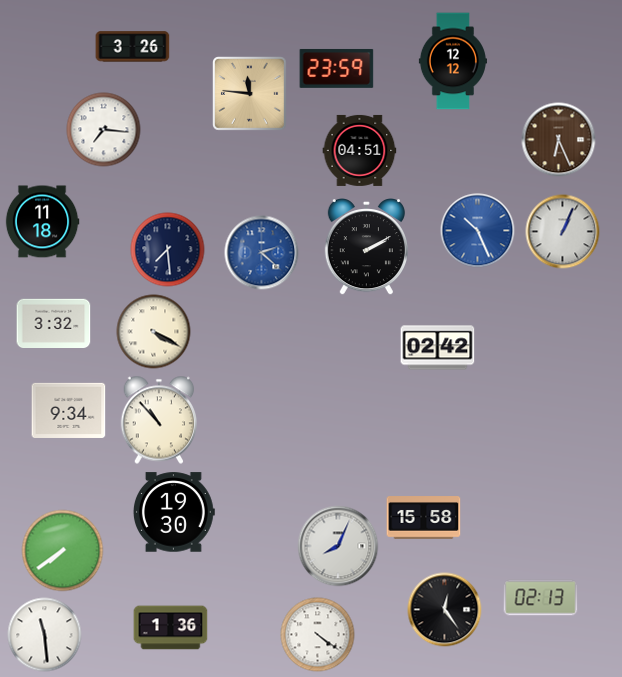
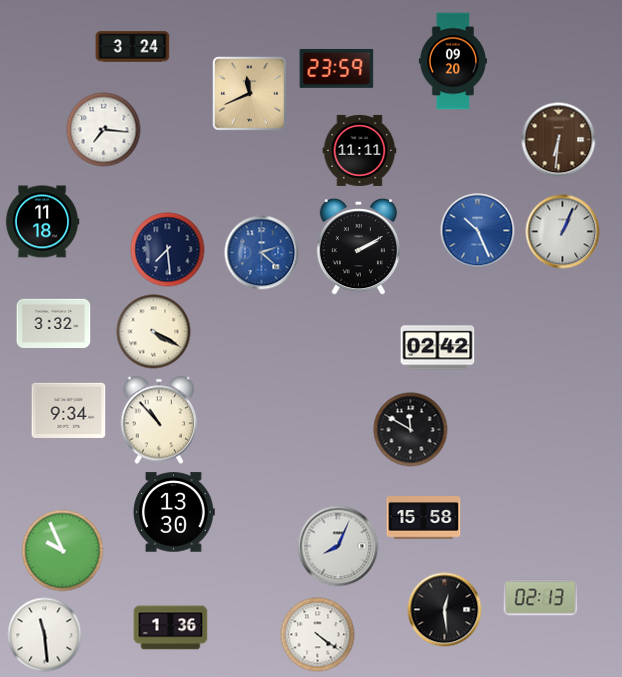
clock at (133, 47): 3:26 -> 3:24
clock at (453, 61): 12:12 -> 09:20
clock at (250, 94): 11:46 -> 11:41
clock at (559, 140): 6:26 -> 6:31
clock at (360, 150): 04:51 -> 11:11
clock at (366, 248) position: (366, 248) -> (358, 248)
clock at (411, 430): none -> 11:50
clock at (174, 512): 19:30 -> 13:30
clock at (63, 551): 7:39 -> 9:56
clock at (445, 610): 12:24 -> 12:29
